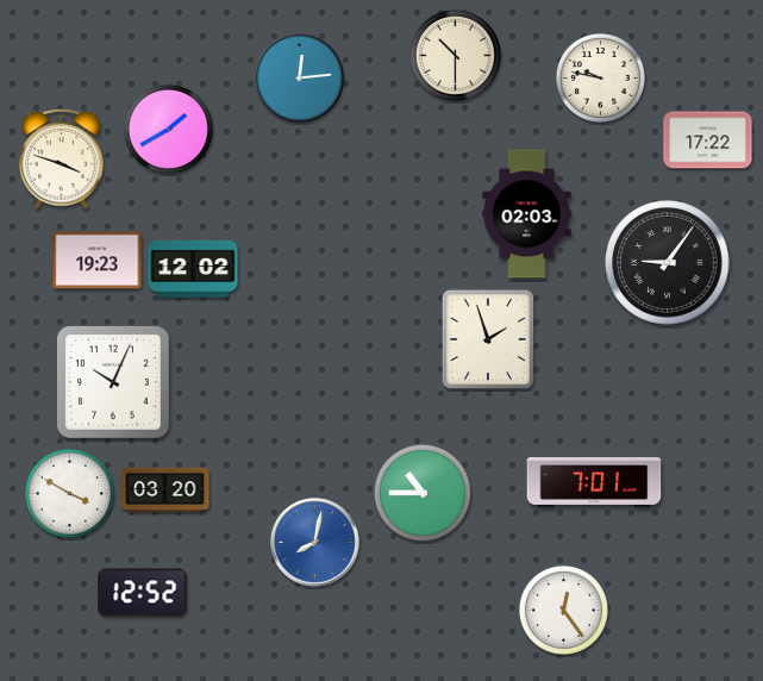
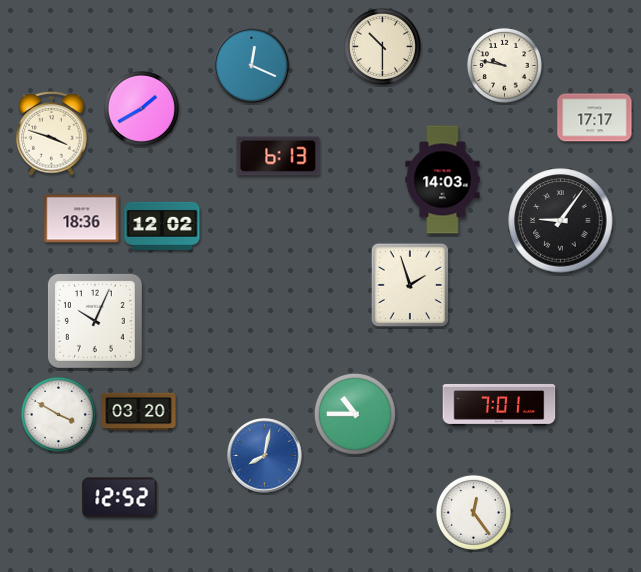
clock at (300, 79): 12:14 -> 12:19
clock at (708, 140): 17:22 -> 17:17
clock at (278, 156): none -> 6:13
clock at (527, 214): 02:03 -> 14:03
clock at (98, 261): 19:23 -> 18:36
